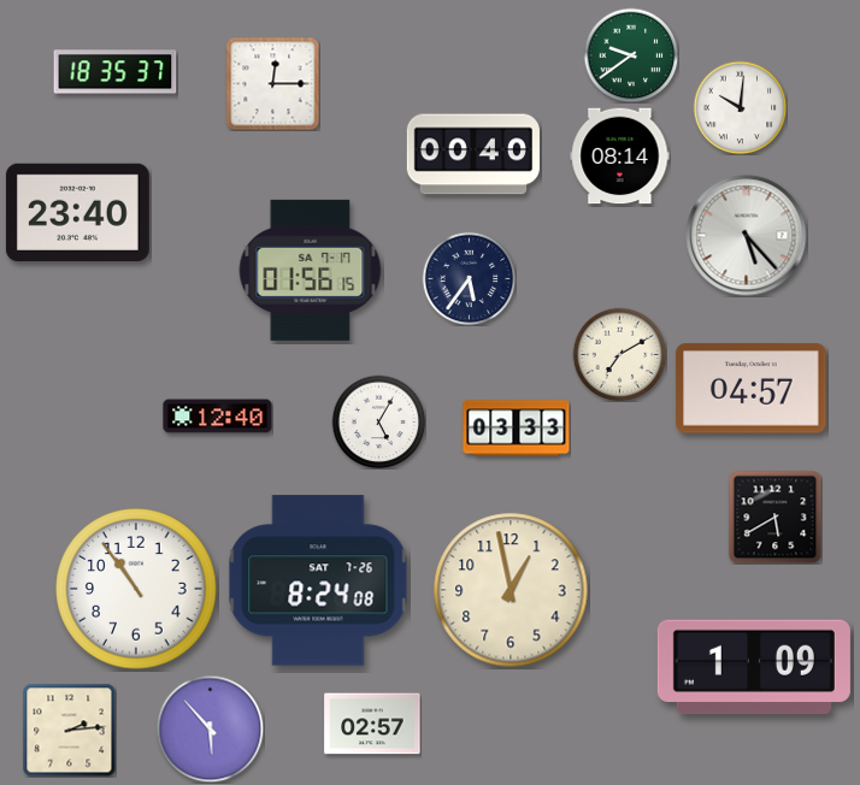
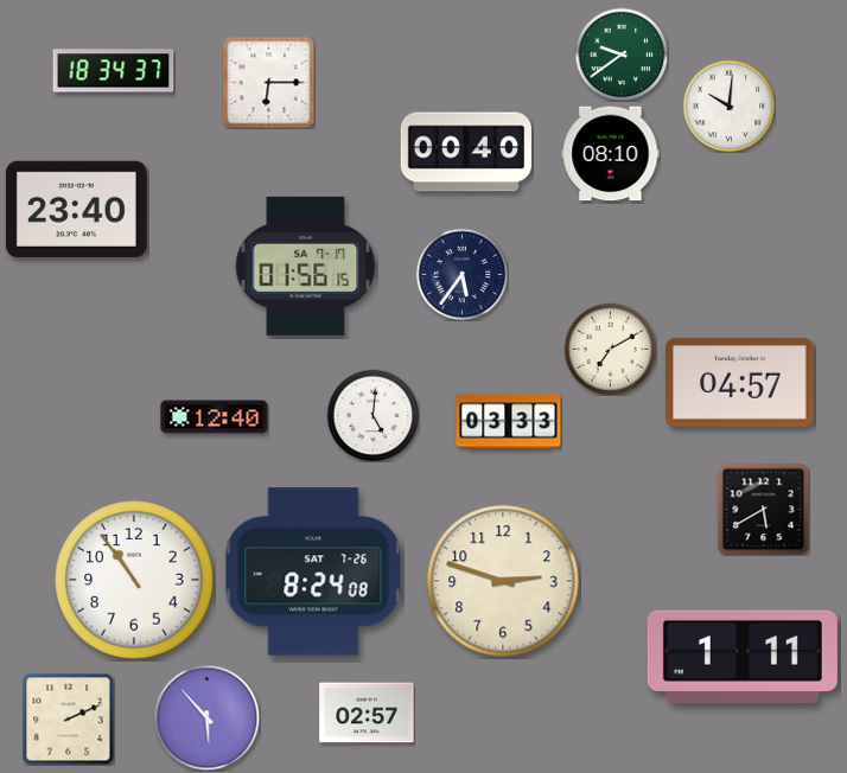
clock at (116, 72): 18:35 -> 18:34
clock at (272, 83): 12:15 -> 6:15
clock at (620, 157): 08:14 -> 08:10
clock at (747, 236): 5:23 -> none
clock at (218, 417) position: (218, 417) -> (215, 417)
clock at (378, 421): 5:05 -> 5:01
clock at (511, 590): 12:58 -> 2:48
clock at (754, 667): 1:09 -> 1:11
clock at (69, 730): 2:14 -> 2:11
